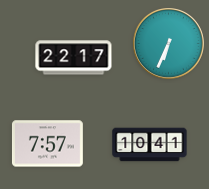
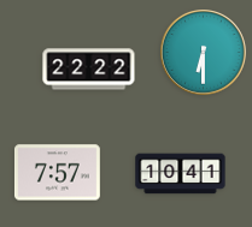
clock at (169, 44): 6:34 -> 6:30
clock at (74, 58): 22:17 -> 22:22
